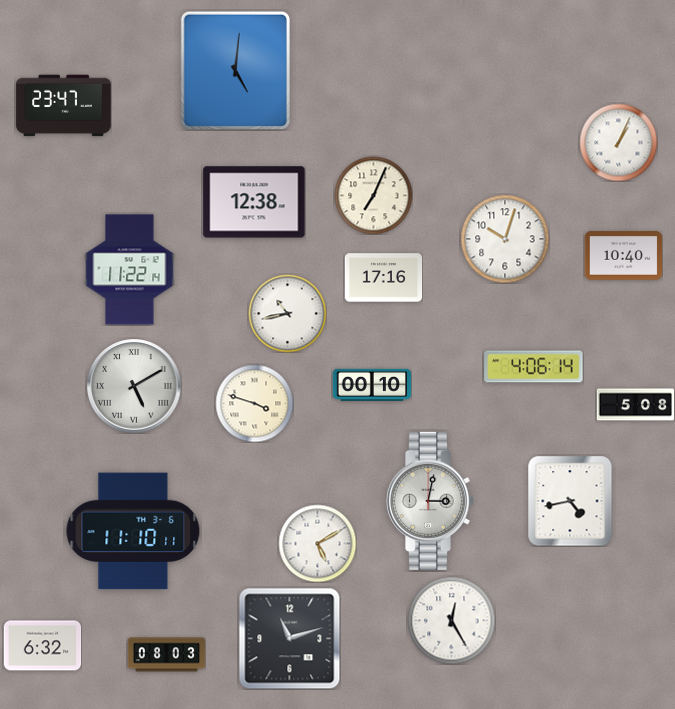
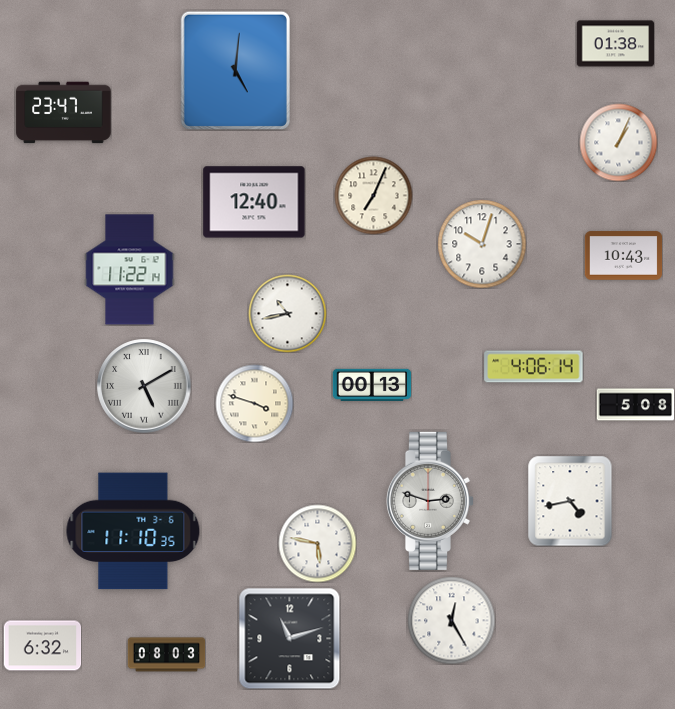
clock at (615, 44): none -> 01:38
clock at (64, 106) position: (64, 106) -> (64, 113)
clock at (254, 202): 12:38 -> 12:40
clock at (505, 239) position: (505, 239) -> (482, 244)
clock at (623, 256): 10:40 -> 10:43
clock at (383, 278): 17:16 -> none
clock at (372, 384): 00:10 -> 00:13
clock at (134, 386) position: (134, 386) -> (144, 386)
clock at (429, 501): 3:02 -> 2:48
clock at (133, 531): 11:10:11 -> 11:10:35
clock at (317, 543): 5:10 -> 5:47
